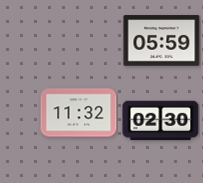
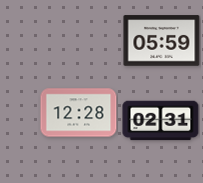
clock at (79, 113): 11:32 -> 12:28
clock at (161, 121): 02:30 -> 02:31
